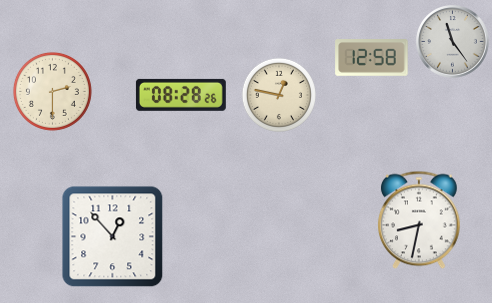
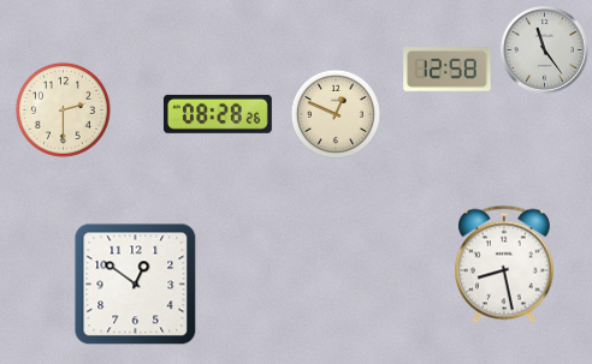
clock at (279, 95): 12:47 -> 12:49
clock at (419, 220): 8:32 -> 8:28
clock at (113, 237): 12:53 -> 12:51
